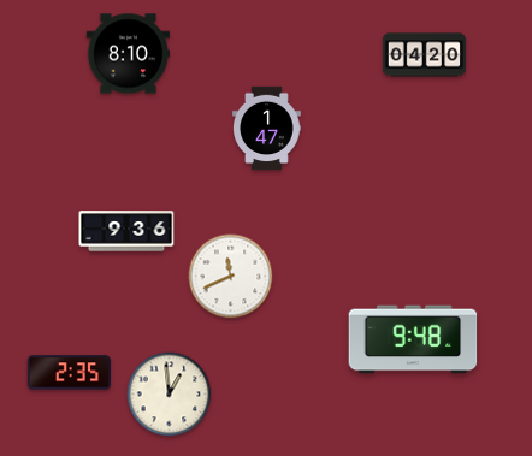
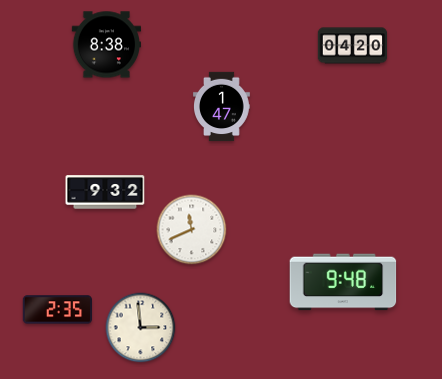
clock at (128, 54): 8:10 -> 8:38
clock at (126, 231): 9:36 -> 9:32
clock at (170, 395): 12:59 -> 2:59
